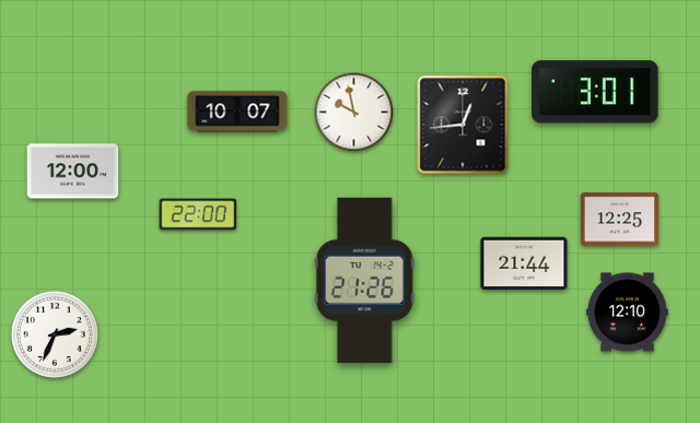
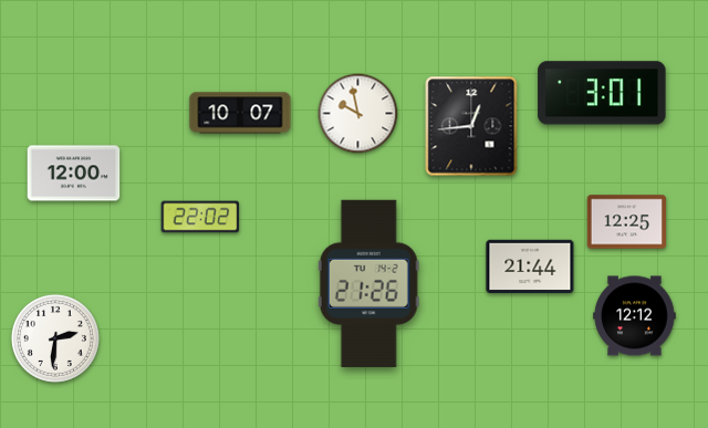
clock at (463, 125) position: (463, 125) -> (471, 126)
clock at (198, 214): 22:00 -> 22:02
clock at (628, 313): 12:10 -> 12:12
clock at (55, 334): 2:34 -> 2:31
